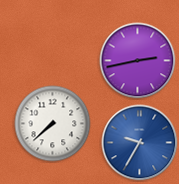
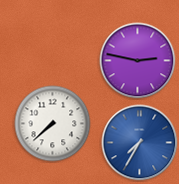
clock at (138, 61): 2:43 -> 2:47
clock at (140, 143): 9:35 -> 7:35
